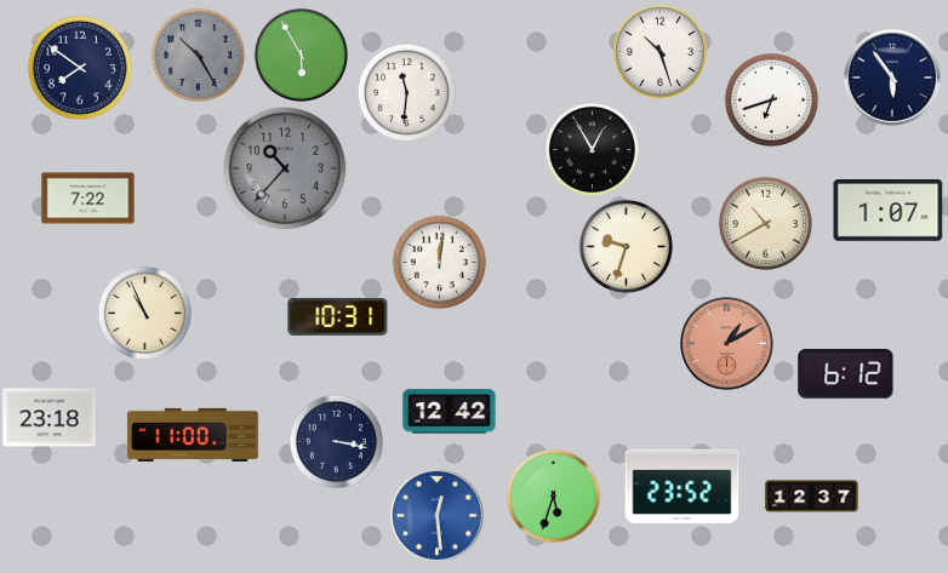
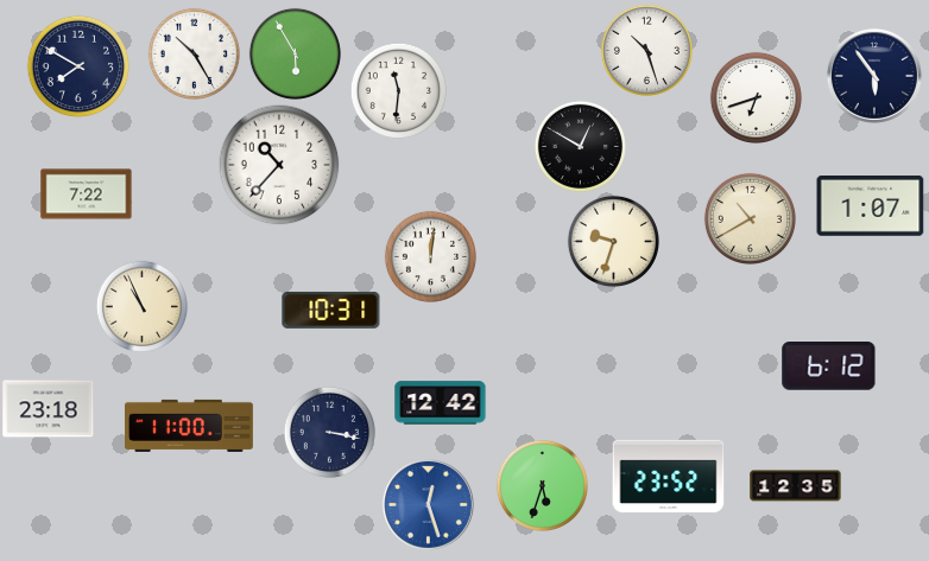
clock at (198, 55) dial: grey -> white
clock at (80, 68): 7:51 -> 7:50
clock at (592, 149): 12:55 -> 12:50
clock at (285, 168) dial: grey -> white
clock at (727, 344): 1:10 -> none
clock at (812, 497): 12:37 -> 12:35
clock at (438, 516): 12:29 -> 12:27
